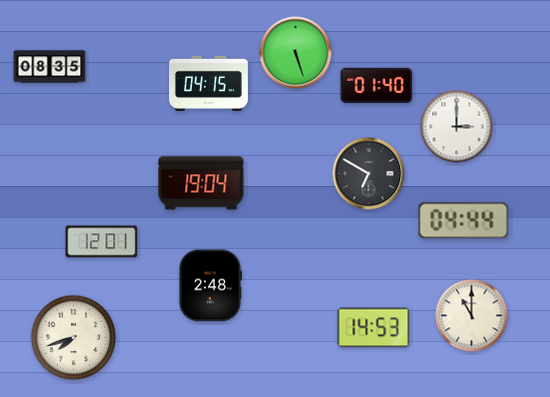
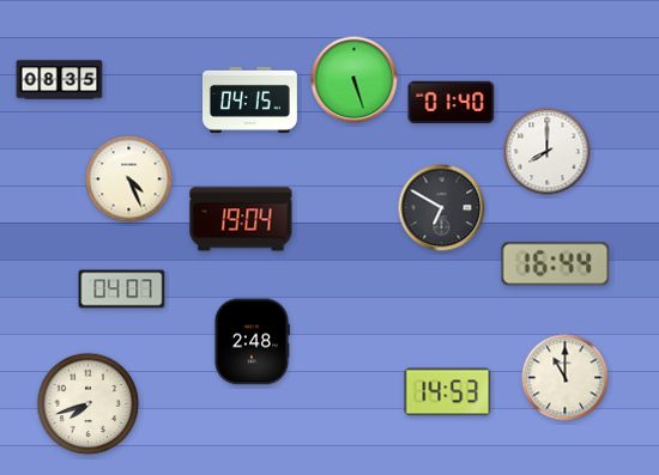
clock at (296, 53) position: (296, 53) -> (355, 80)
clock at (457, 127): 3:00 -> 8:00
clock at (129, 179): none -> 4:26
clock at (464, 221): 04:44 -> 16:44
clock at (102, 242): 12:01 -> 04:07
